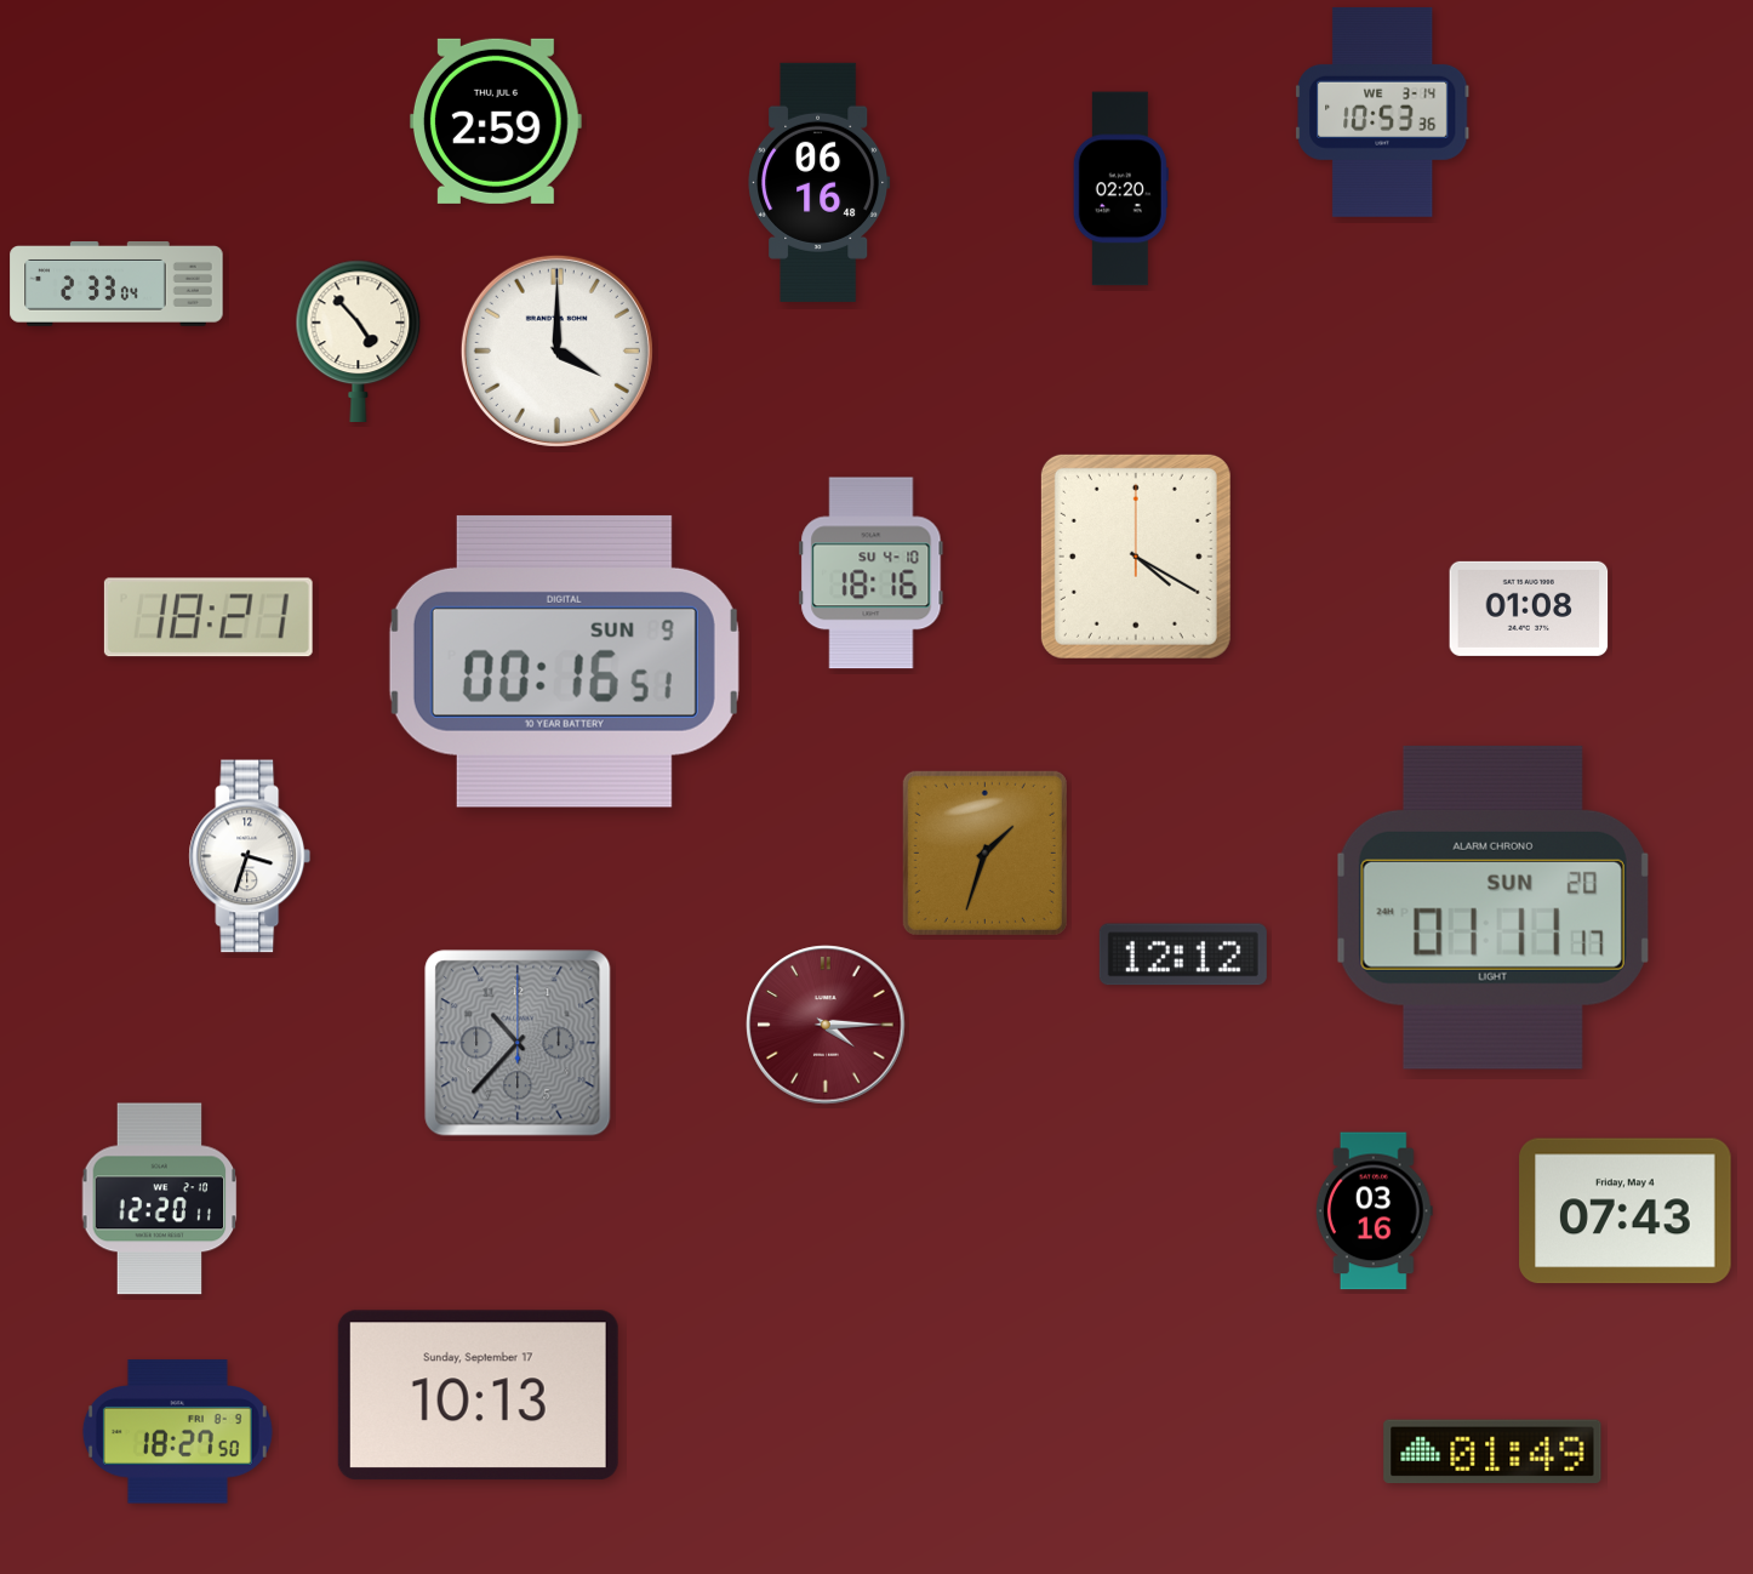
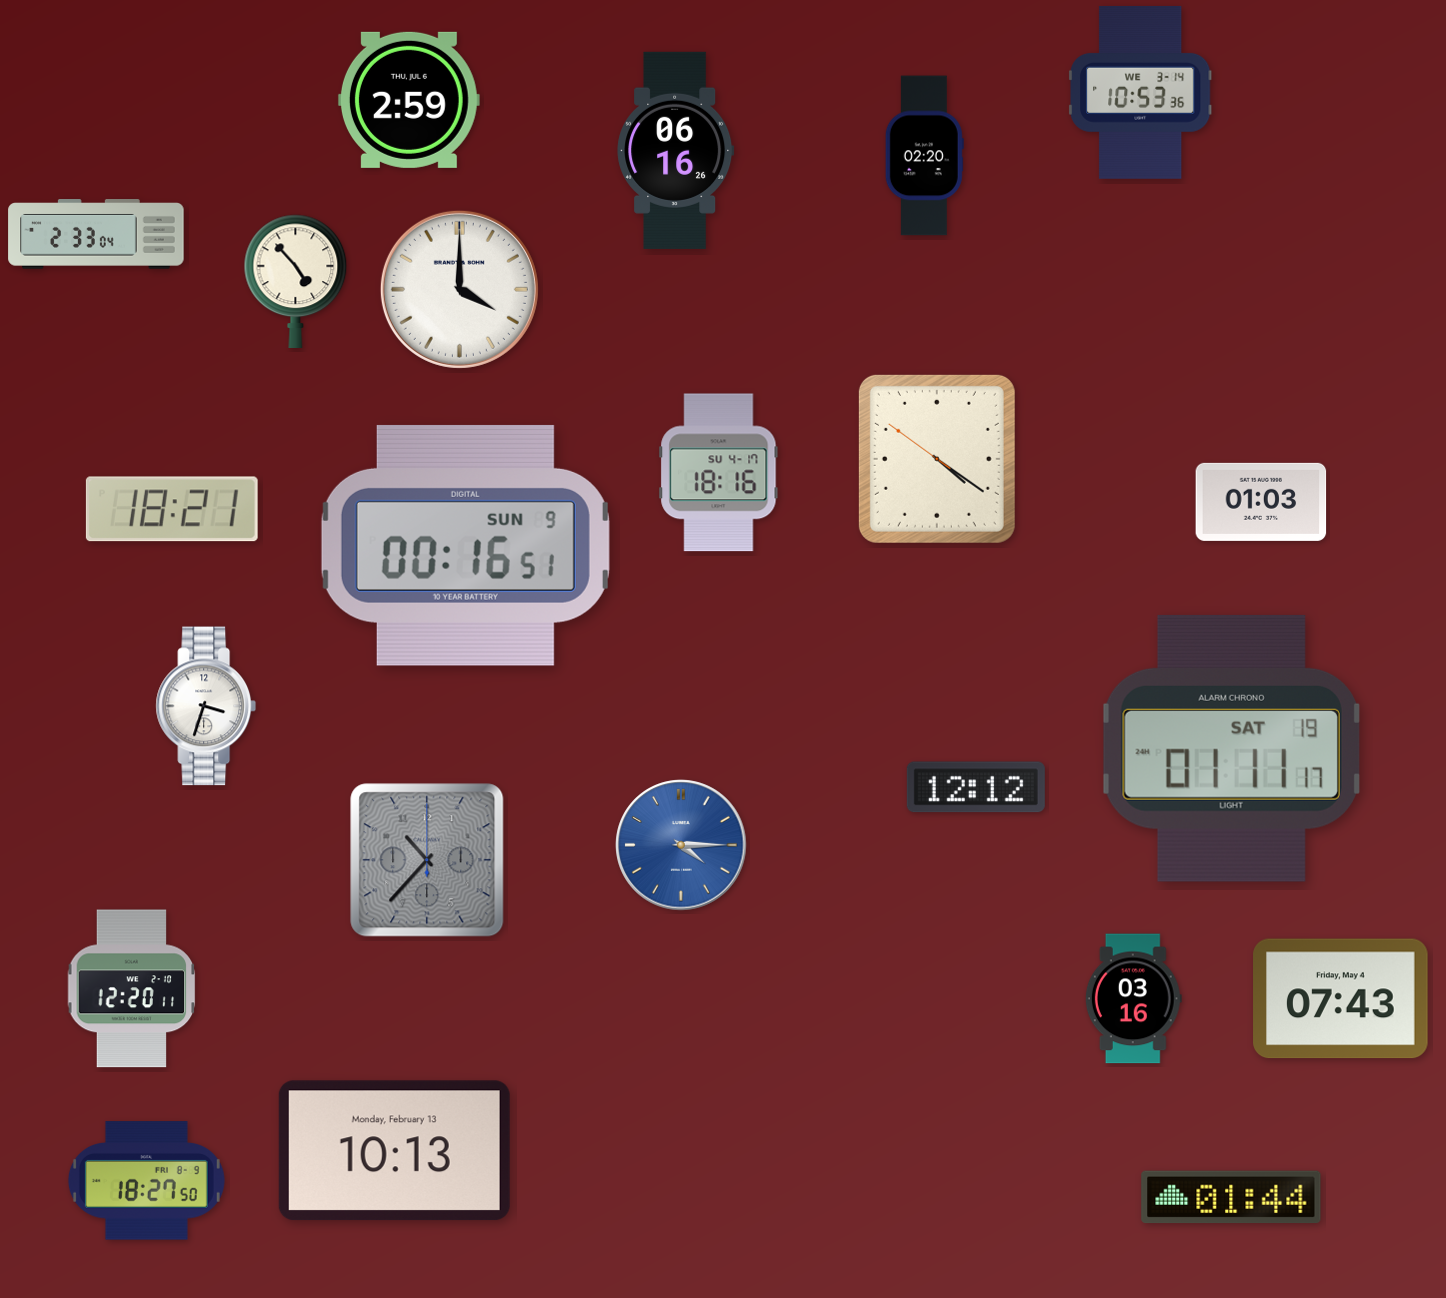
clock at (820, 182): 06:16:48 -> 06:16:26
clock at (1136, 557): 4:20:00 -> 4:20:51
clock at (872, 574) date: SU 4-10 -> SU 4-17
clock at (1529, 609): 01:08 -> 01:03
clock at (984, 852): 1:33 -> none
clock at (1492, 907) date: SUN 20 -> SAT 19
clock at (826, 1025) dial: burgundy -> blue
clock at (478, 1396) date: Sunday, September 17 -> Monday, February 13
clock at (1492, 1452): 01:49 -> 01:44
